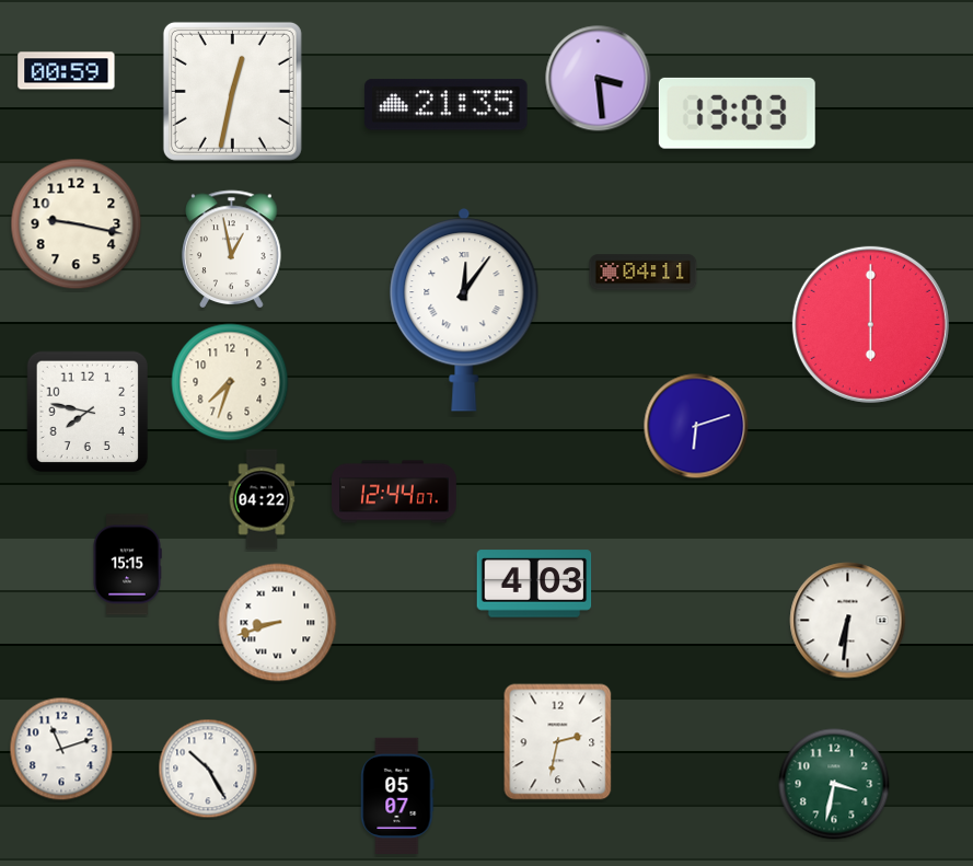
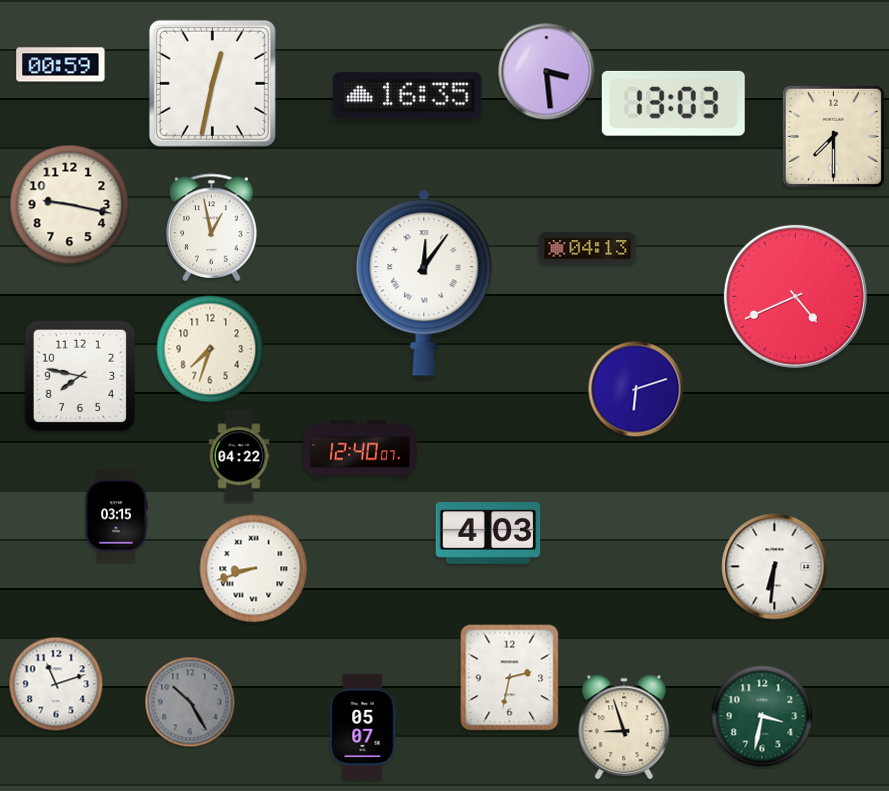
clock at (447, 105): 21:35 -> 16:35
clock at (833, 136): none -> 7:30
clock at (644, 273): 04:11 -> 04:13
clock at (870, 324): 6:00 -> 4:41
clock at (394, 492): 12:44 -> 12:40
clock at (127, 565): 15:15 -> 03:15
clock at (208, 769) dial: white -> grey
clock at (624, 727): none -> 8:57
